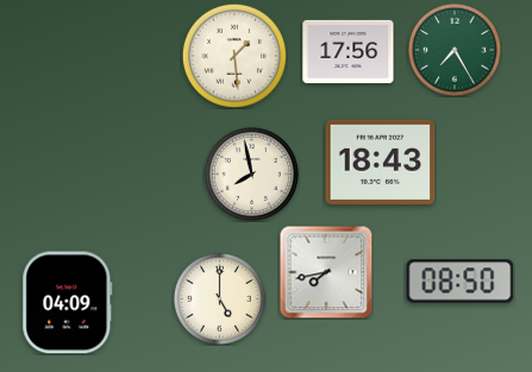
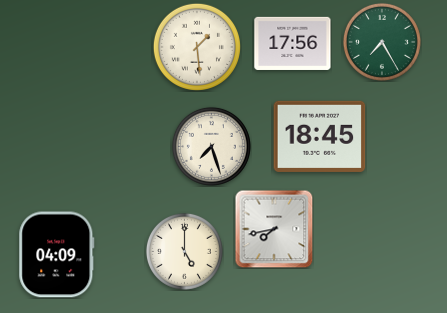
clock at (381, 162): 18:43 -> 18:45
clock at (251, 174): 7:58 -> 7:27
clock at (461, 282): 08:50 -> none
